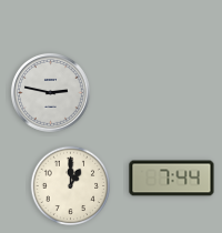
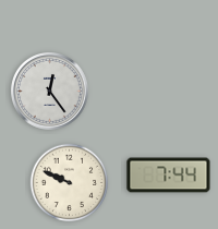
clock at (51, 93): 2:47 -> 12:24
clock at (71, 186): 1:00 -> 9:49
